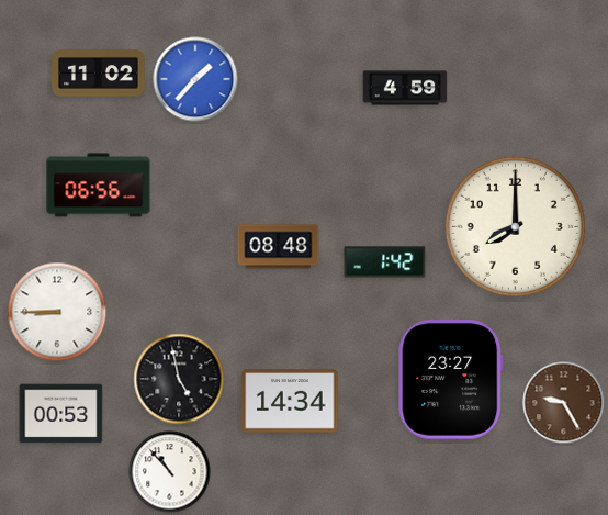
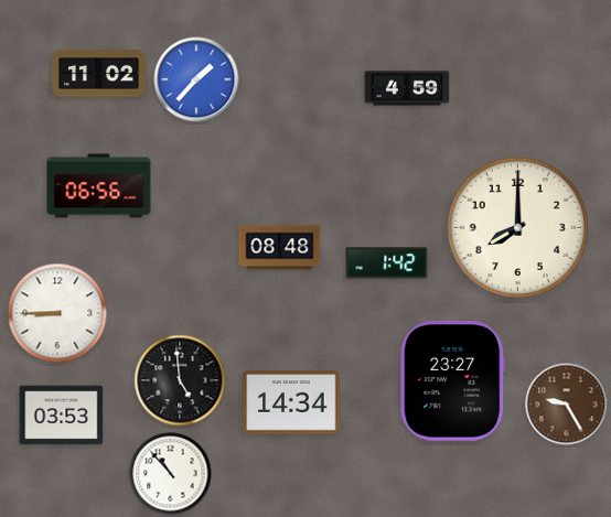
clock at (179, 379): 4:58 -> 4:59
clock at (61, 414): 00:53 -> 03:53
